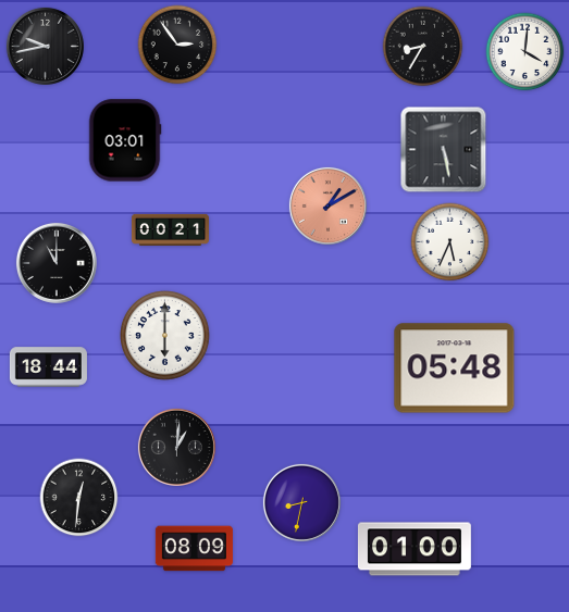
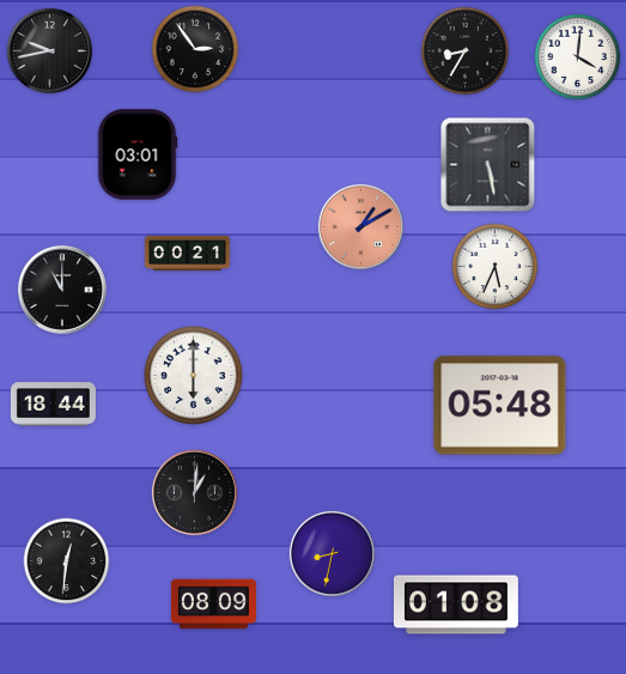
clock at (165, 336) position: (165, 336) -> (194, 376)
clock at (79, 498) position: (79, 498) -> (67, 561)
clock at (415, 549): 01:00 -> 01:08
